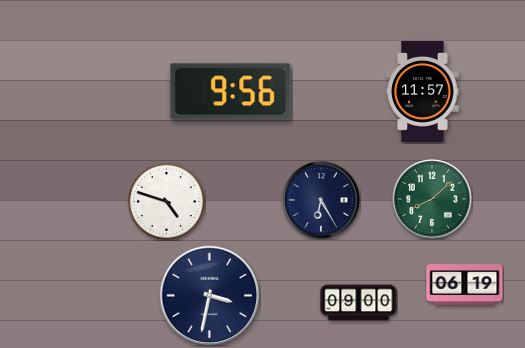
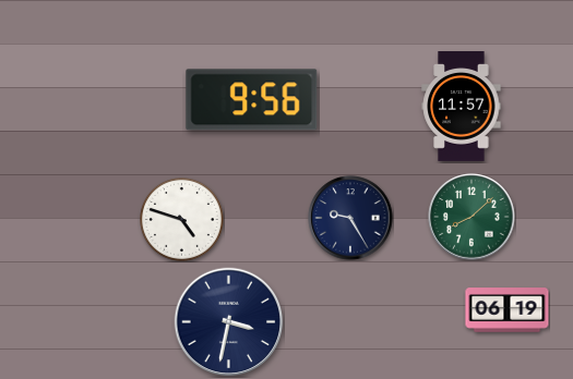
clock at (423, 92) position: (423, 92) -> (462, 107)
clock at (321, 200): 6:25 -> 9:25
clock at (359, 303): 09:00 -> none
